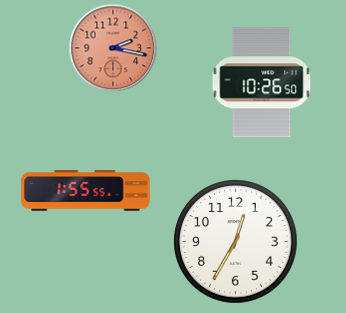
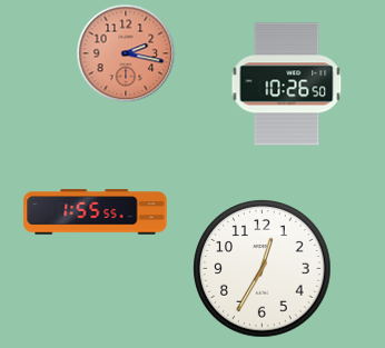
clock at (262, 83) position: (262, 83) -> (287, 84)
